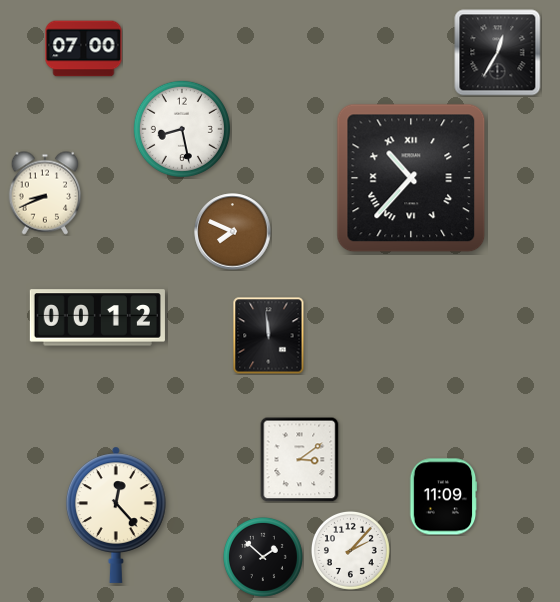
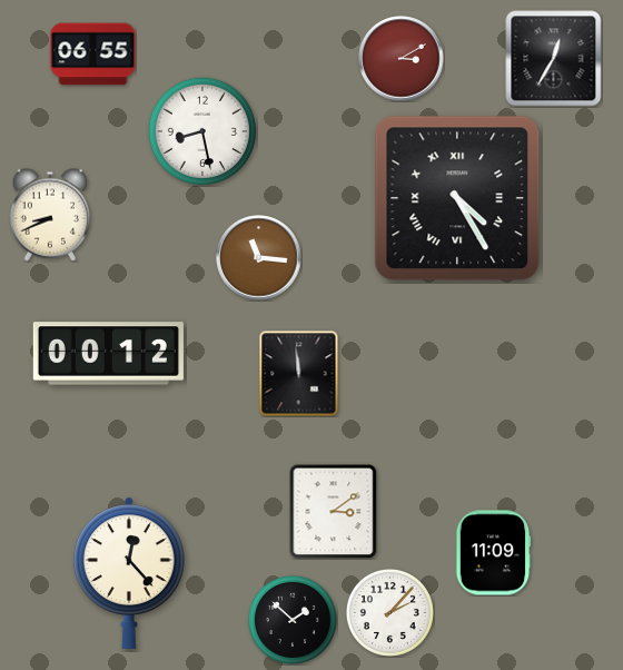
clock at (84, 49): 07:00 -> 06:55
clock at (402, 59): none -> 3:10
clock at (182, 129) position: (182, 129) -> (202, 131)
clock at (411, 178): 10:37 -> 4:25
clock at (233, 232): 7:49 -> 11:16
